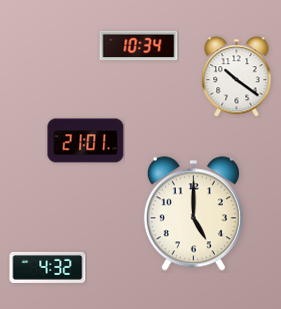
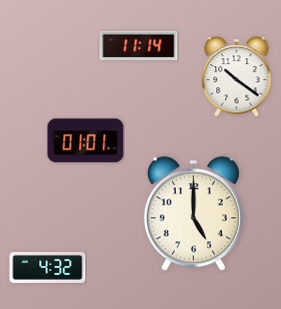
clock at (139, 46): 10:34 -> 11:14
clock at (86, 141): 21:01 -> 01:01
